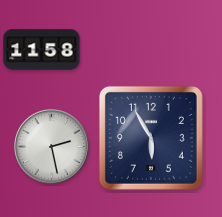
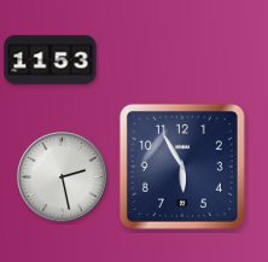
clock at (42, 50): 11:58 -> 11:53
